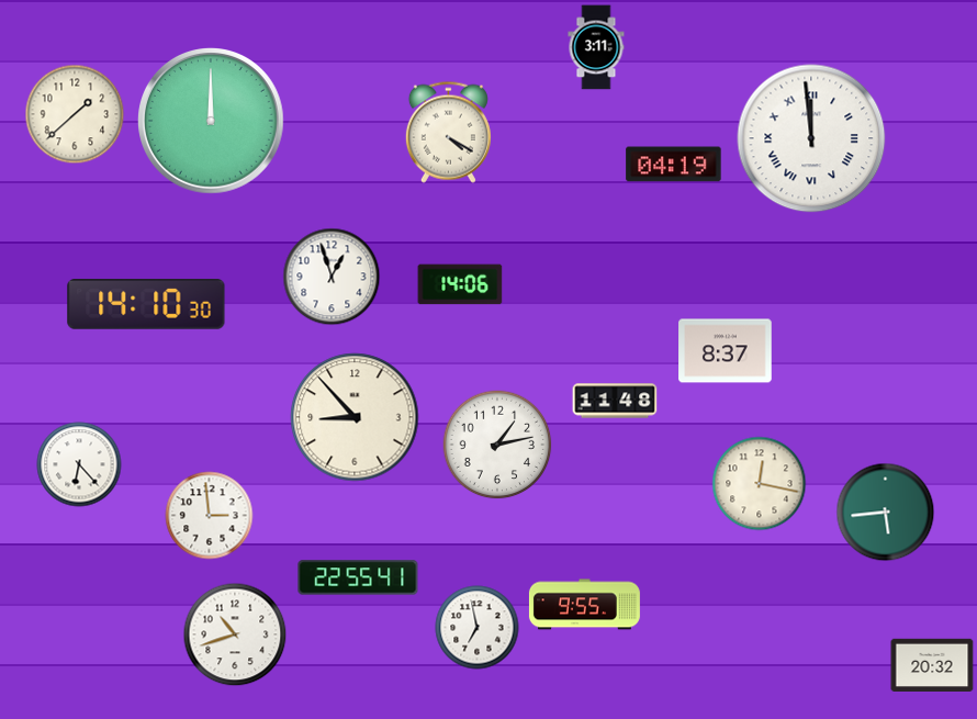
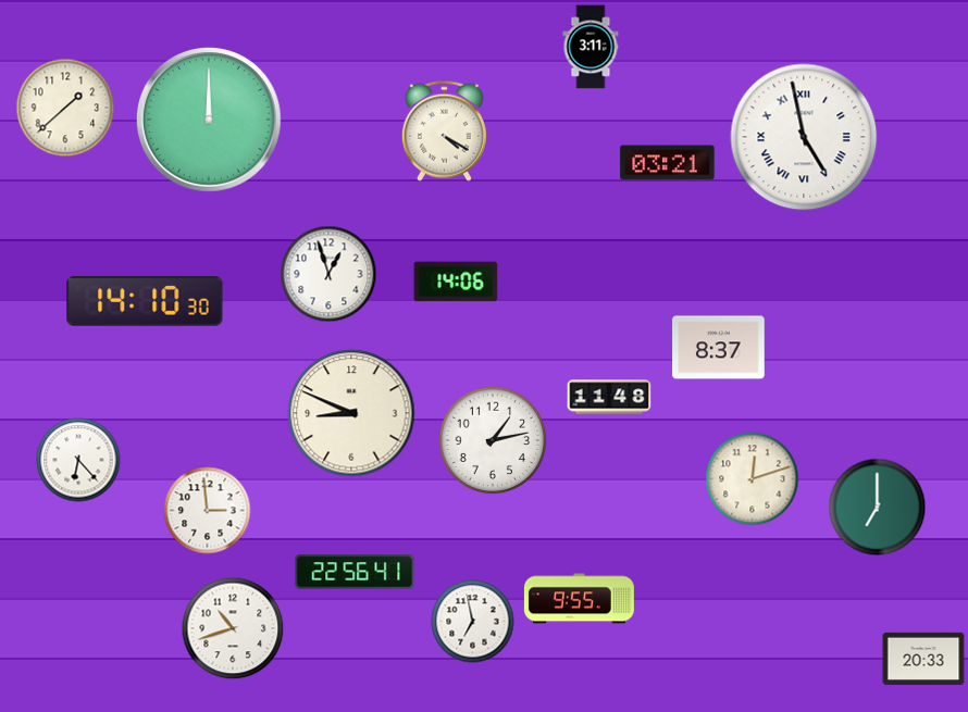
clock at (75, 114) position: (75, 114) -> (65, 108)
clock at (811, 138): 11:59 -> 4:58
clock at (674, 165): 04:19 -> 03:21
clock at (355, 417): 8:53 -> 8:49
clock at (760, 484): 12:17 -> 12:12
clock at (886, 513): 5:44 -> 7:00
clock at (358, 577): 22:55 -> 22:56
clock at (932, 664): 20:32 -> 20:33
